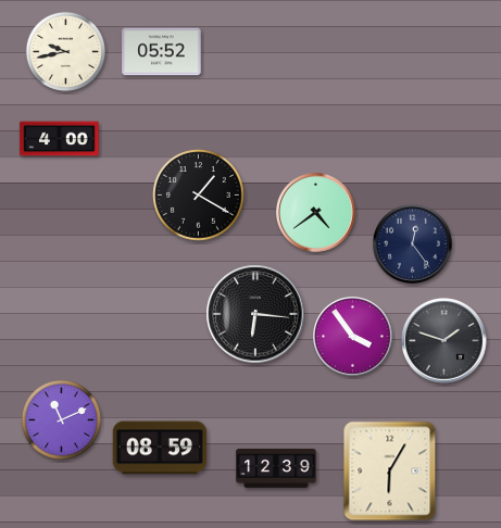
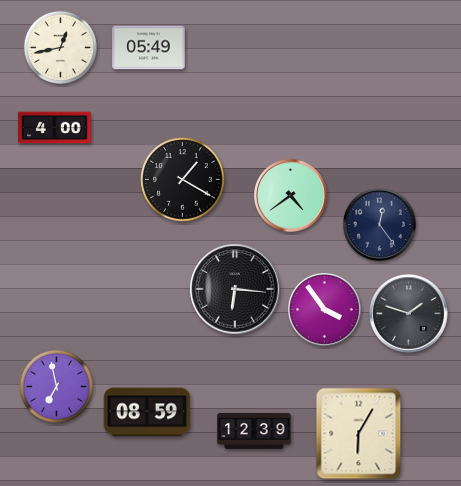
clock at (65, 51): 9:43 -> 12:43
clock at (162, 52): 05:52 -> 05:49
clock at (61, 419): 11:11 -> 6:58
